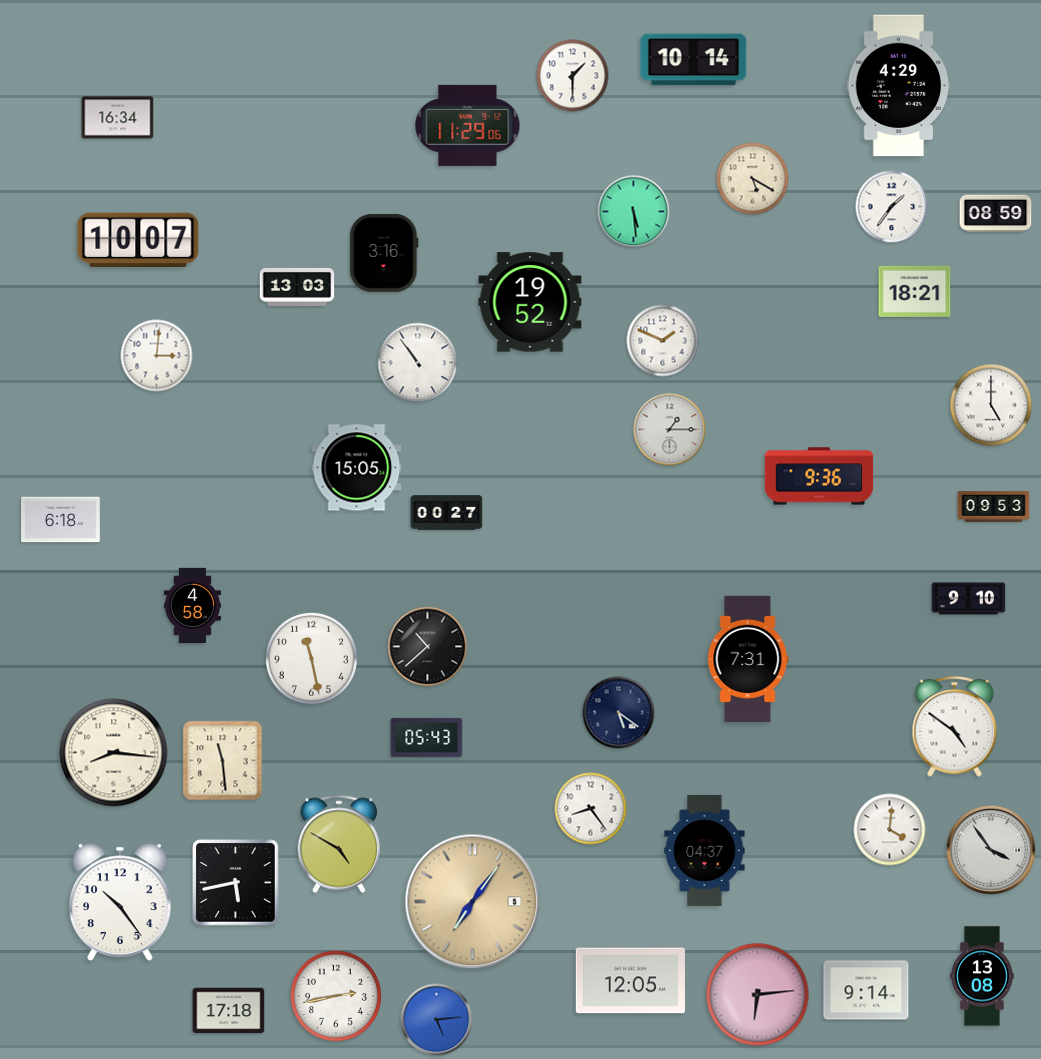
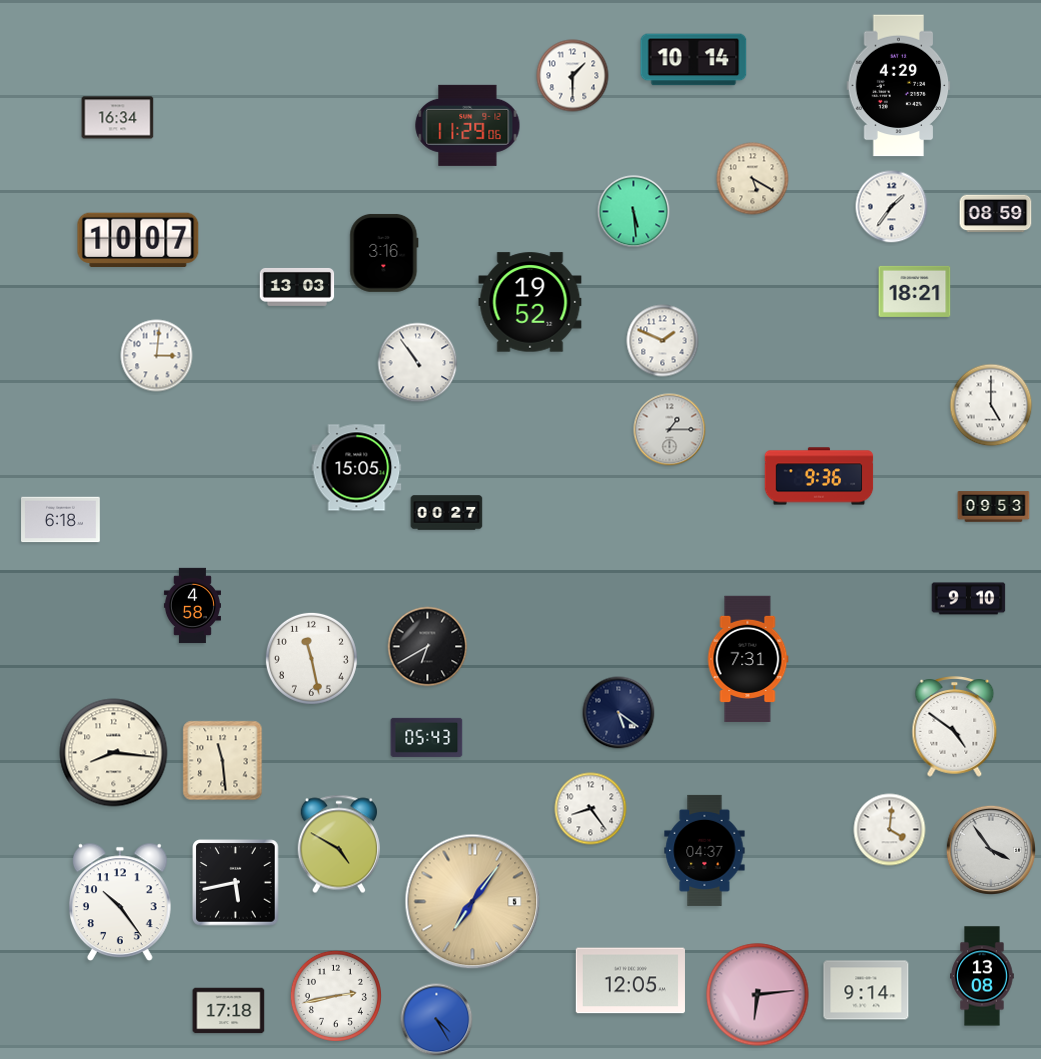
clock at (428, 647): 10:38 -> 6:40
clock at (437, 1020): 5:14 -> 4:25
